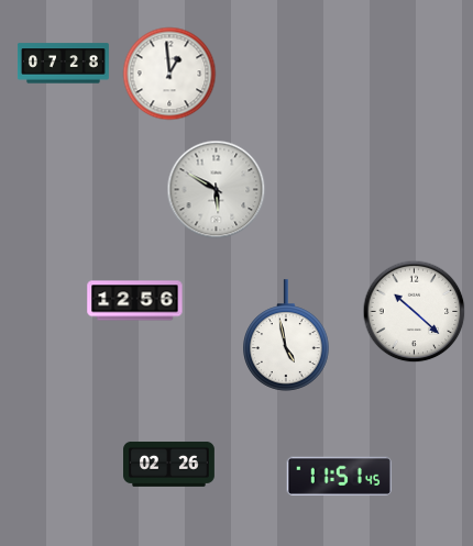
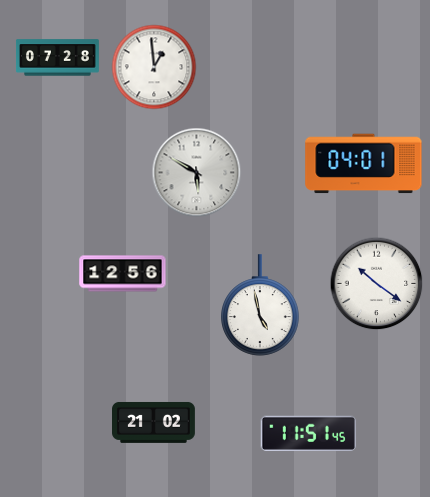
clock at (364, 164): none -> 04:01
clock at (415, 312): 10:22 -> 10:21
clock at (169, 464): 02:26 -> 21:02
